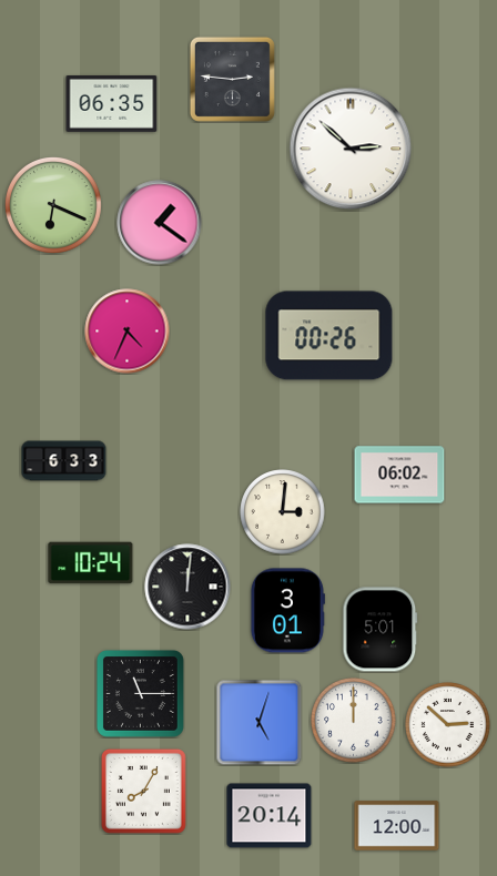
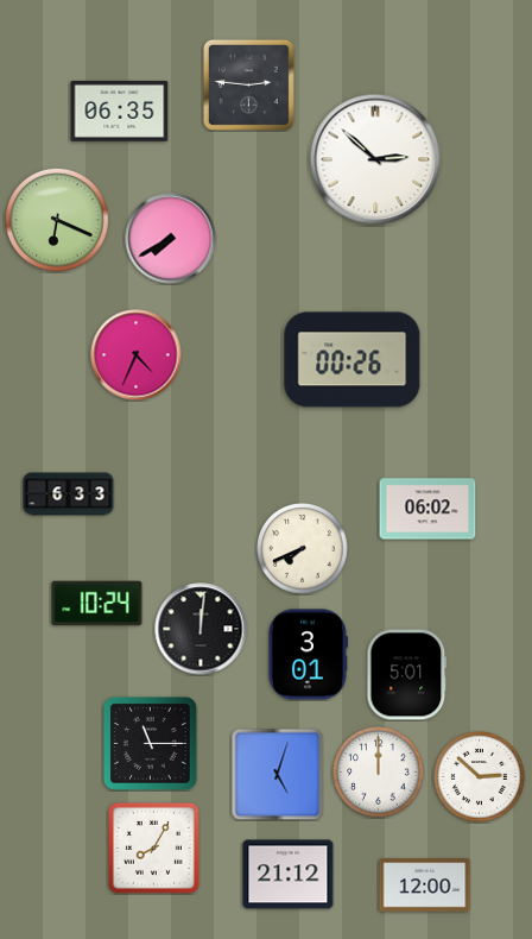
clock at (160, 223): 1:21 -> 7:40
clock at (283, 512): 3:01 -> 7:41
clock at (270, 816): 20:14 -> 21:12
